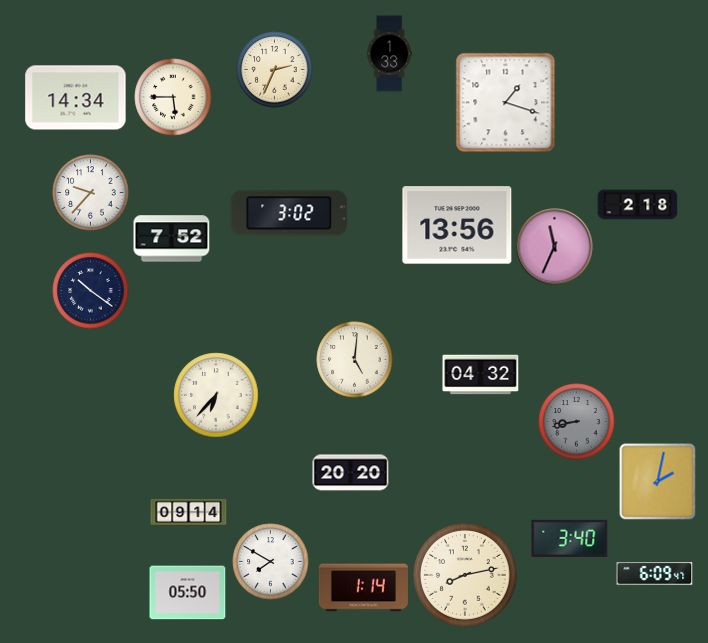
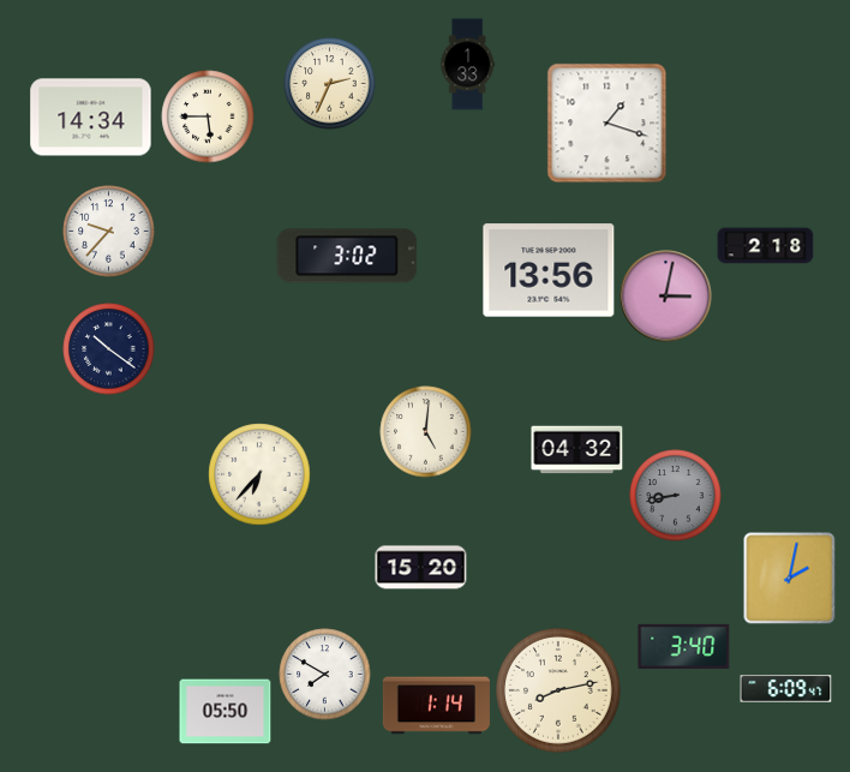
clock at (172, 239): 7:52 -> none
clock at (555, 247): 11:34 -> 3:02
clock at (577, 422) position: (577, 422) -> (676, 496)
clock at (351, 473): 20:20 -> 15:20
clock at (189, 512): 09:14 -> none
